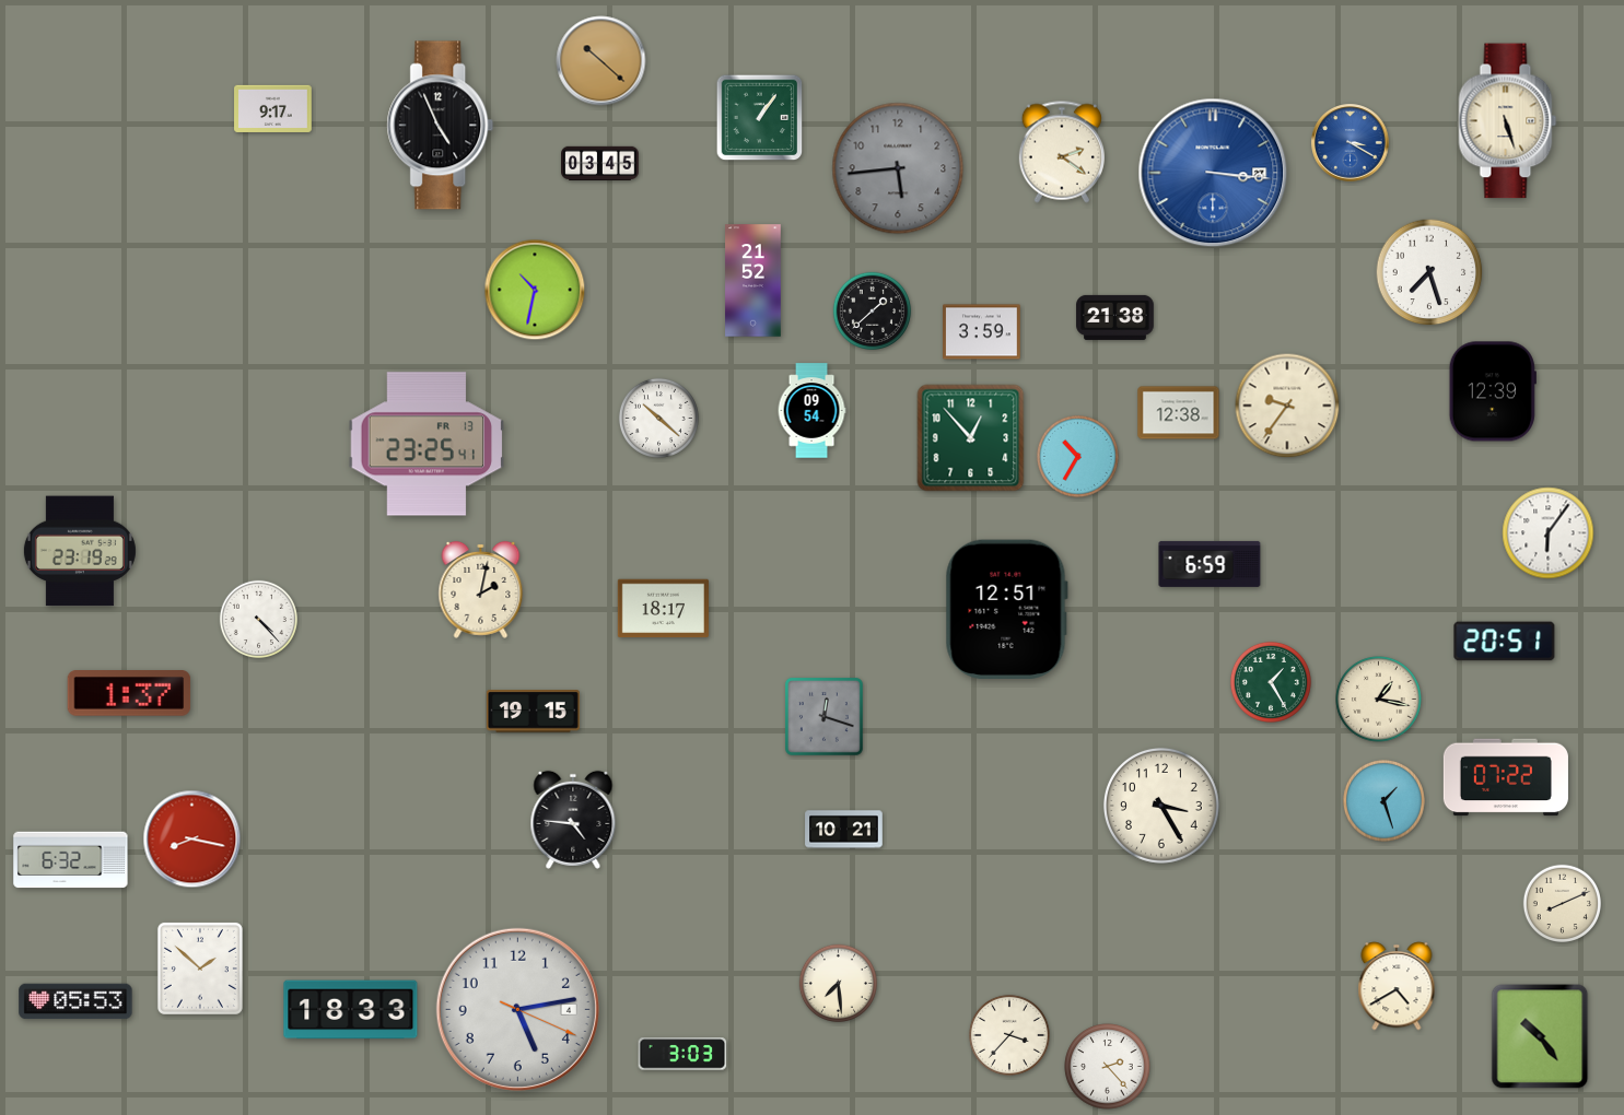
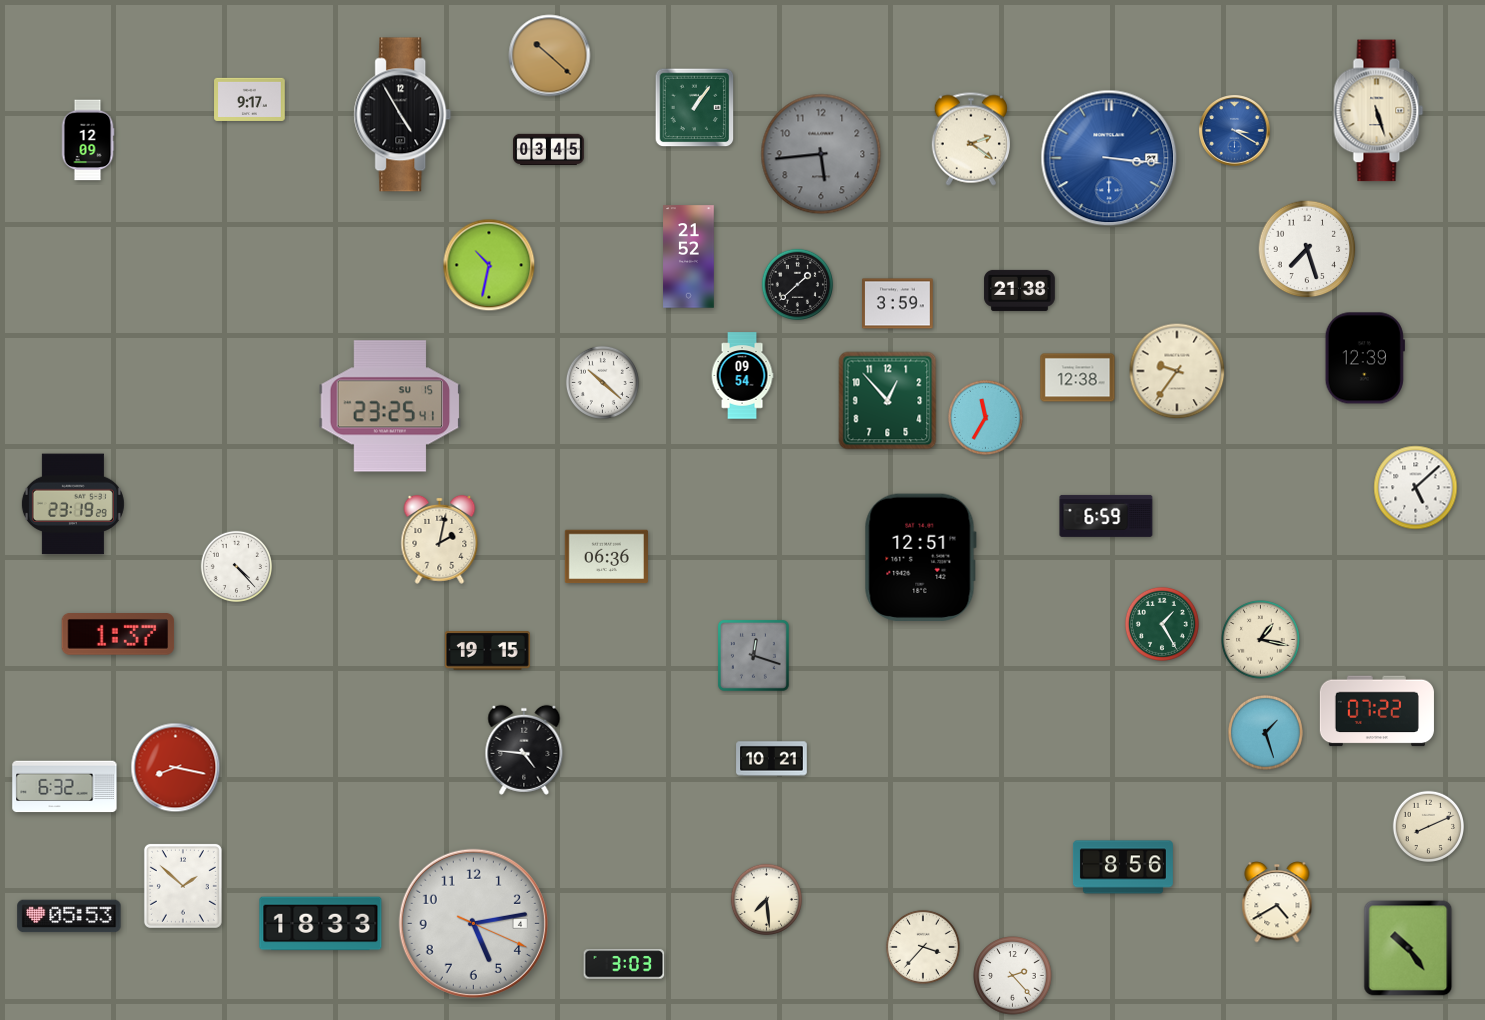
clock at (441, 126): 4:56 -> 4:55
clock at (88, 140): none -> 12:09
clock at (427, 444) date: FR 13 -> SU 15
clock at (1077, 456): 10:35 -> 11:35
clock at (1549, 533): 6:06 -> 5:08
clock at (663, 609): 18:17 -> 06:36
clock at (1505, 642): 20:51 -> none
clock at (1161, 807): 3:25 -> none
clock at (1123, 867): none -> 8:56
